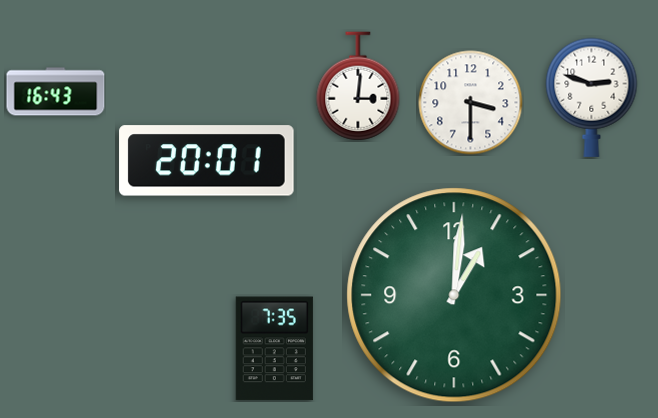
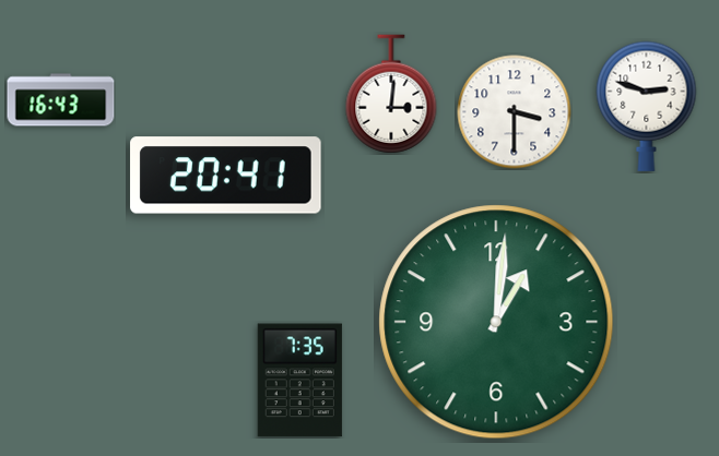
clock at (207, 161): 20:01 -> 20:41
